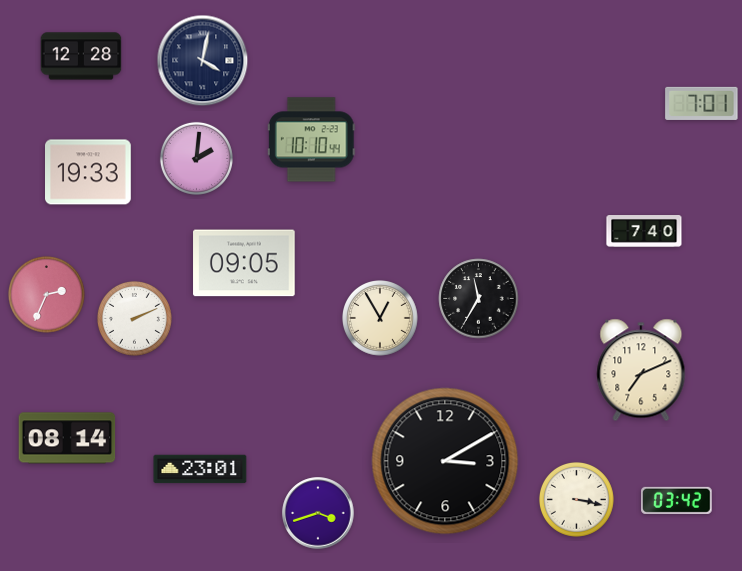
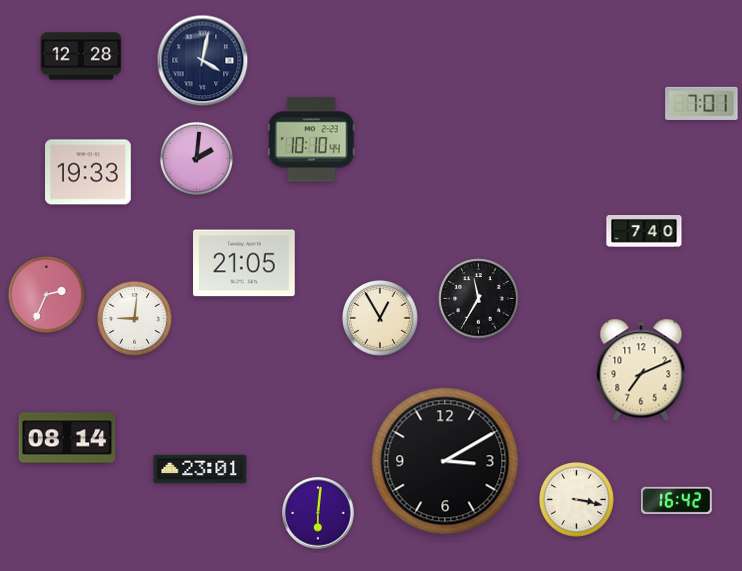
clock at (244, 263): 09:05 -> 21:05
clock at (134, 318): 2:11 -> 9:01
clock at (677, 500): 03:42 -> 16:42
clock at (318, 513): 3:42 -> 6:01
